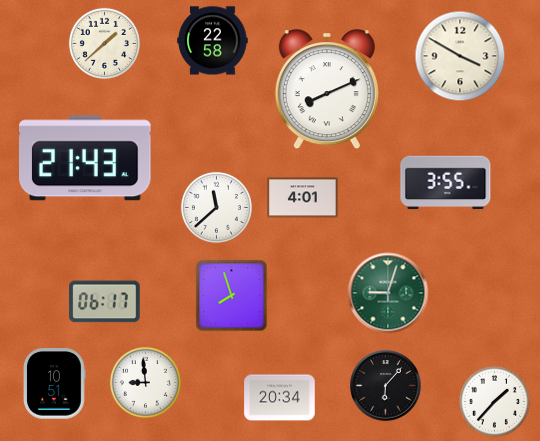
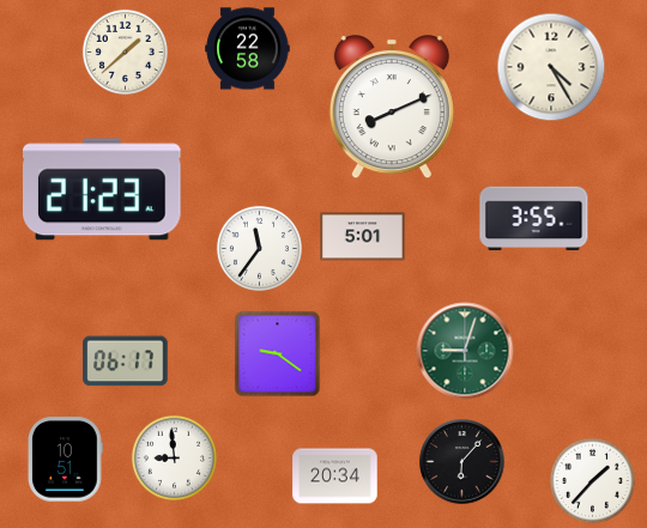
clock at (213, 41) position: (213, 41) -> (248, 49)
clock at (460, 56): 3:50 -> 4:25
clock at (86, 158): 21:43 -> 21:23
clock at (303, 198): 4:01 -> 5:01
clock at (216, 207): 11:38 -> 11:36
clock at (232, 296): 7:57 -> 9:21
